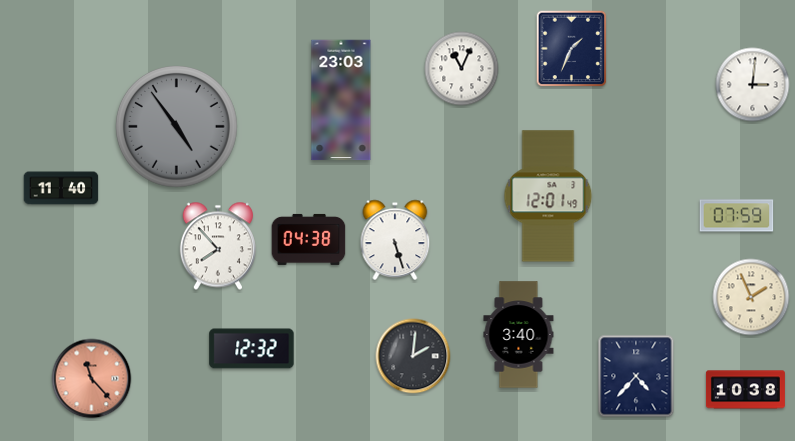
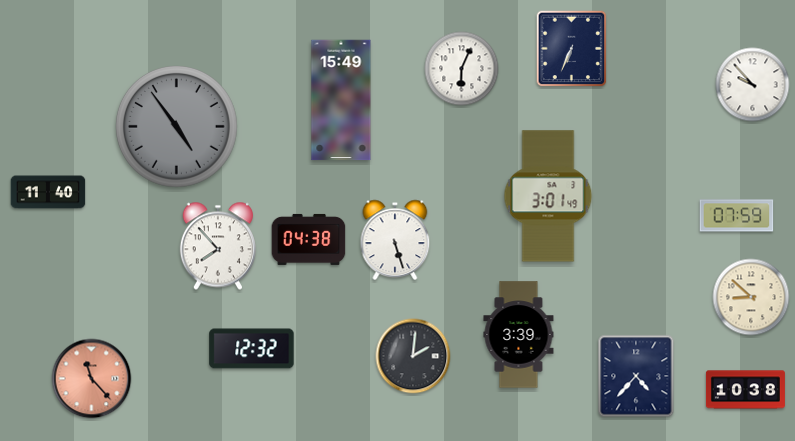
clock at (572, 49): 1:34 -> 6:34
clock at (462, 69): 11:04 -> 6:04
clock at (753, 85): 3:01 -> 9:53
clock at (341, 100): 23:03 -> 15:49
clock at (61, 188) position: (61, 188) -> (48, 192)
clock at (548, 196): 12:01 -> 3:01
clock at (751, 297): 1:56 -> 8:52
clock at (519, 335): 3:40 -> 3:39
